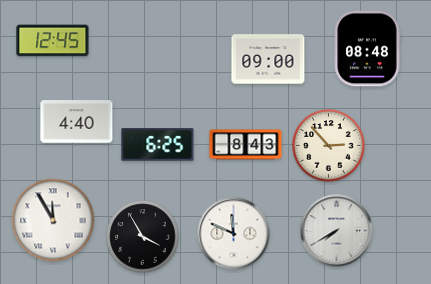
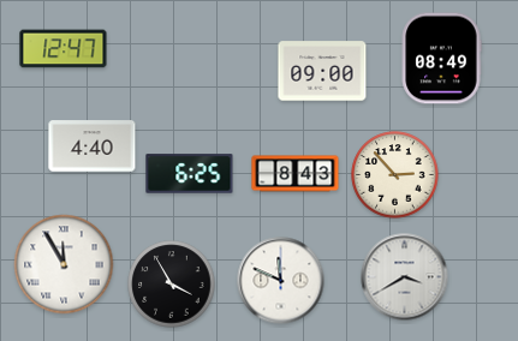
clock at (53, 41): 12:45 -> 12:47
clock at (367, 49): 08:48 -> 08:49
clock at (337, 231): 7:40 -> 3:40
